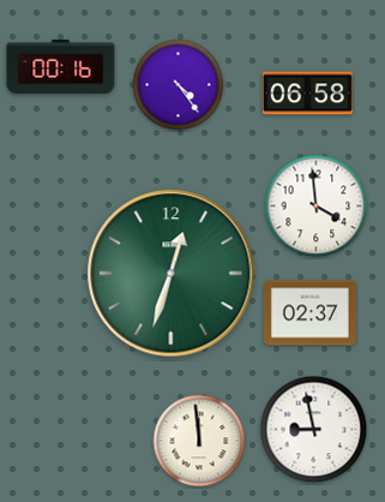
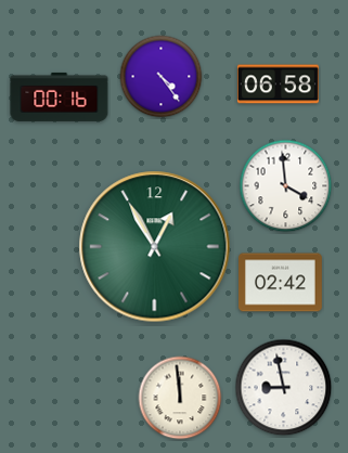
clock at (61, 66) position: (61, 66) -> (60, 96)
clock at (172, 274): 12:33 -> 12:55
clock at (311, 313): 02:37 -> 02:42
